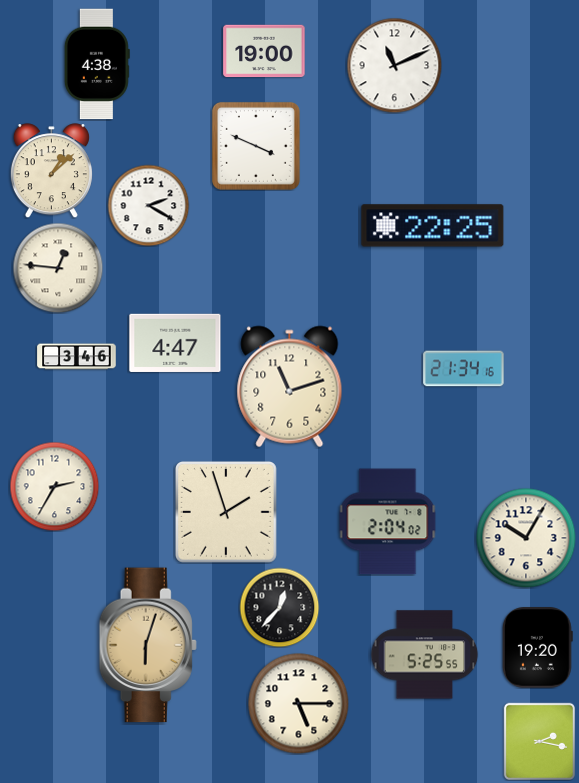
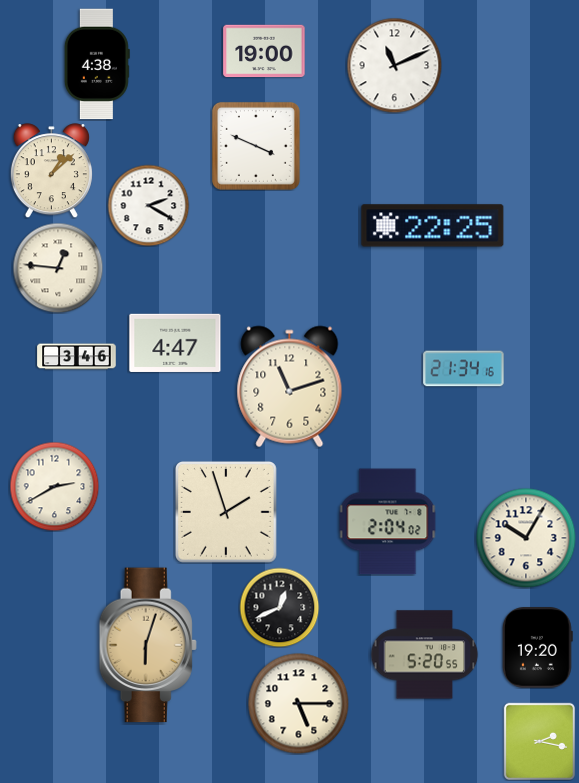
clock at (54, 486): 2:35 -> 2:40
clock at (279, 607): 12:37 -> 12:41
clock at (425, 655): 5:25 -> 5:20
